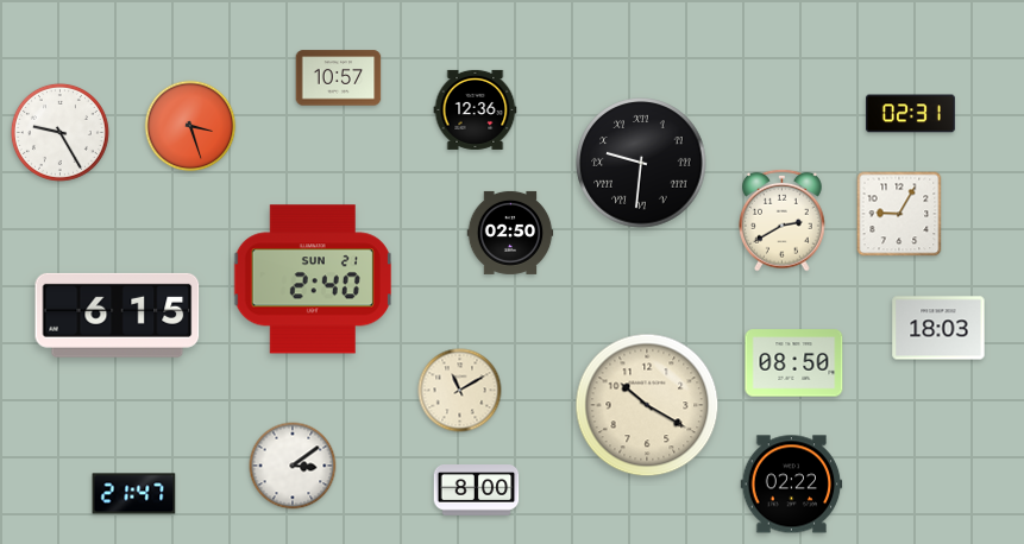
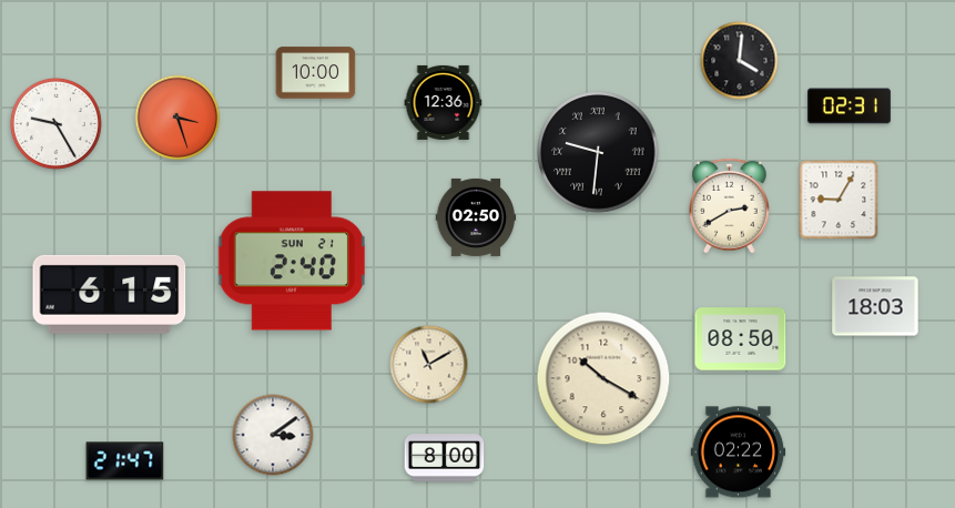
clock at (740, 61): none -> 4:01
clock at (339, 78): 10:57 -> 10:00
